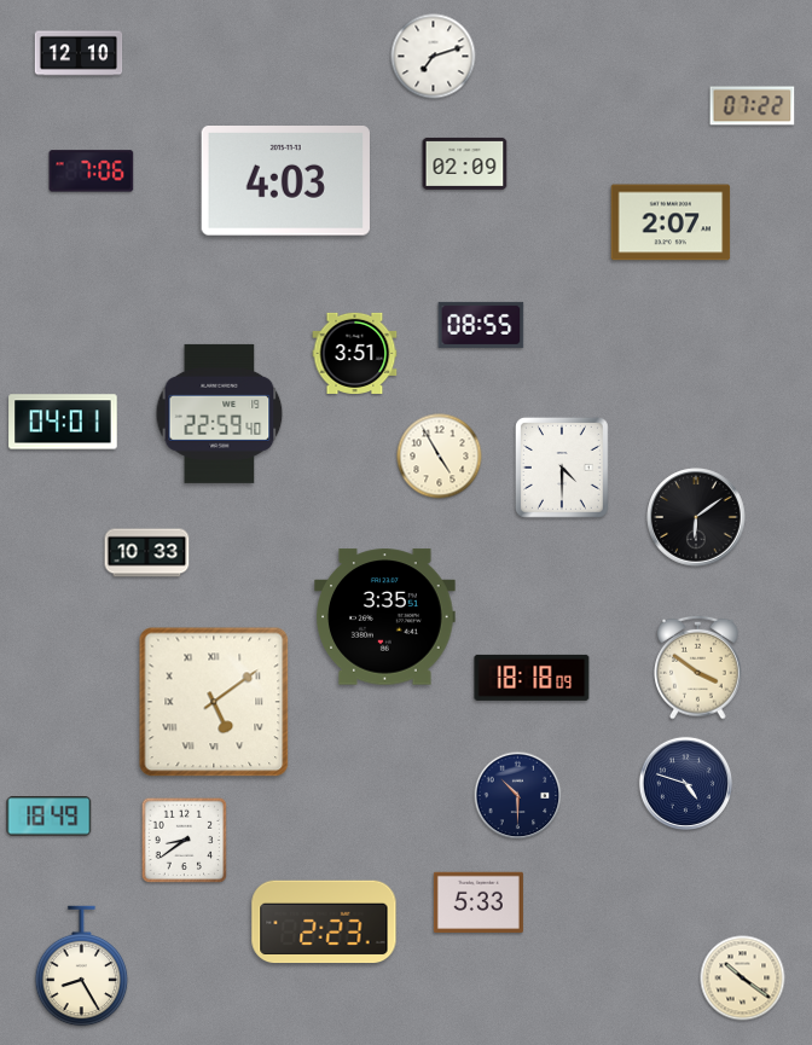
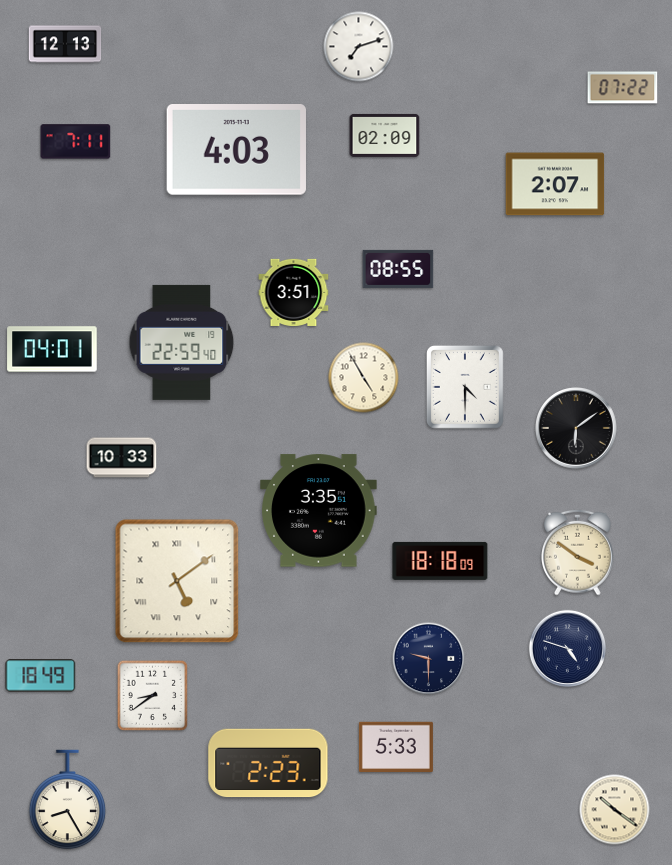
clock at (79, 53): 12:10 -> 12:13
clock at (92, 172): 7:06 -> 7:11
clock at (518, 796): 10:30 -> 9:30
